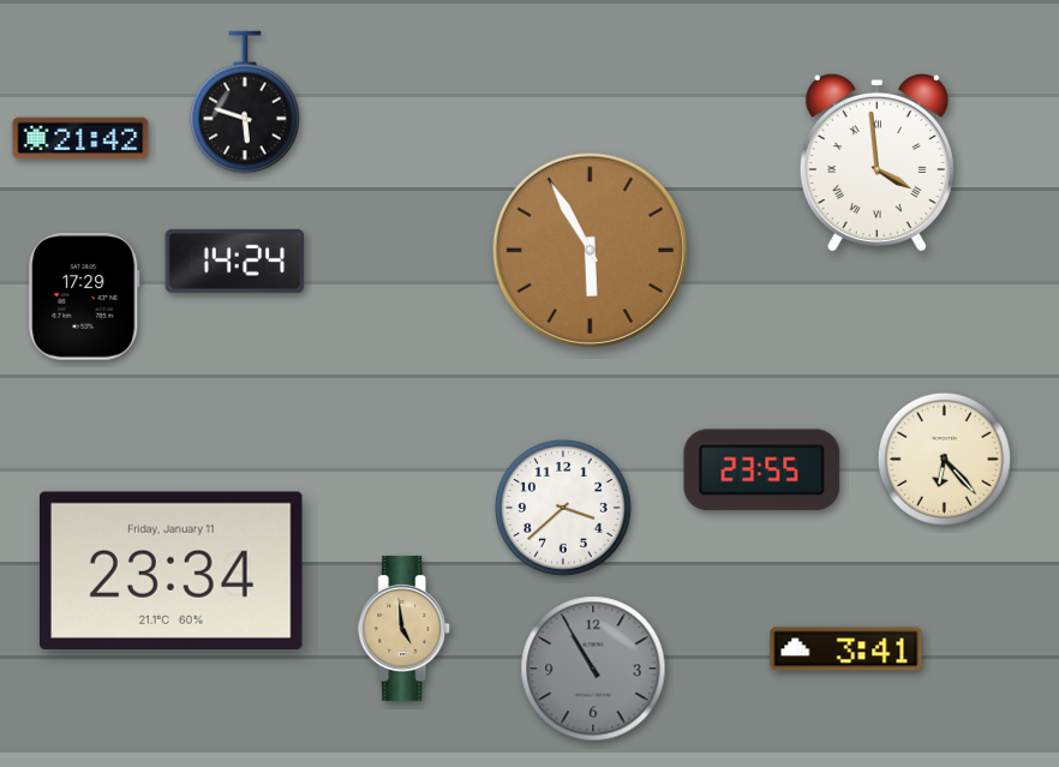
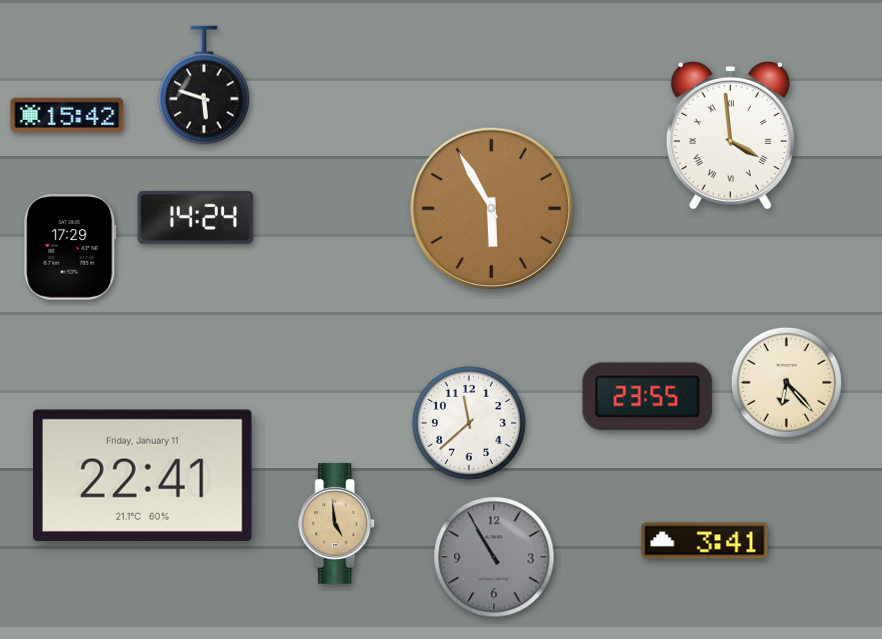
clock at (80, 138): 21:42 -> 15:42
clock at (762, 471) position: (762, 471) -> (648, 397)
clock at (563, 508): 3:38 -> 11:38
clock at (170, 570): 23:34 -> 22:41
